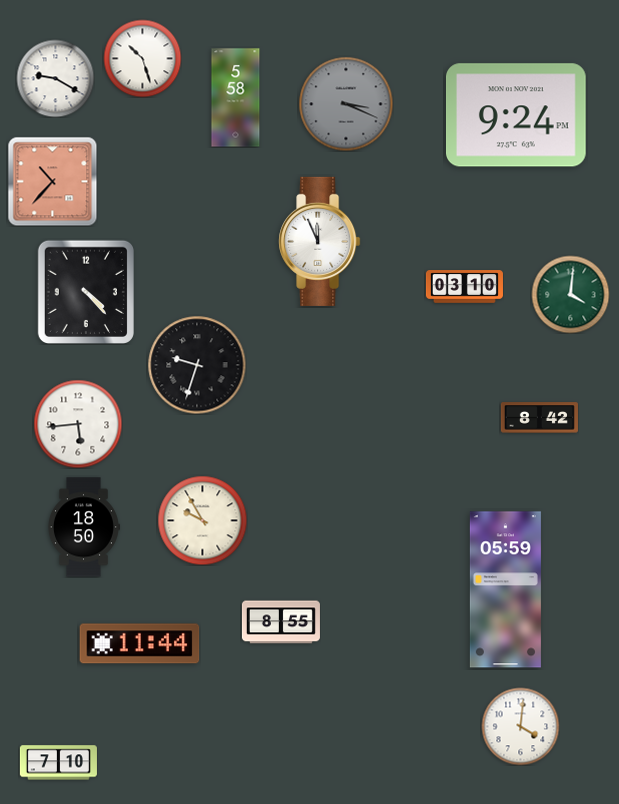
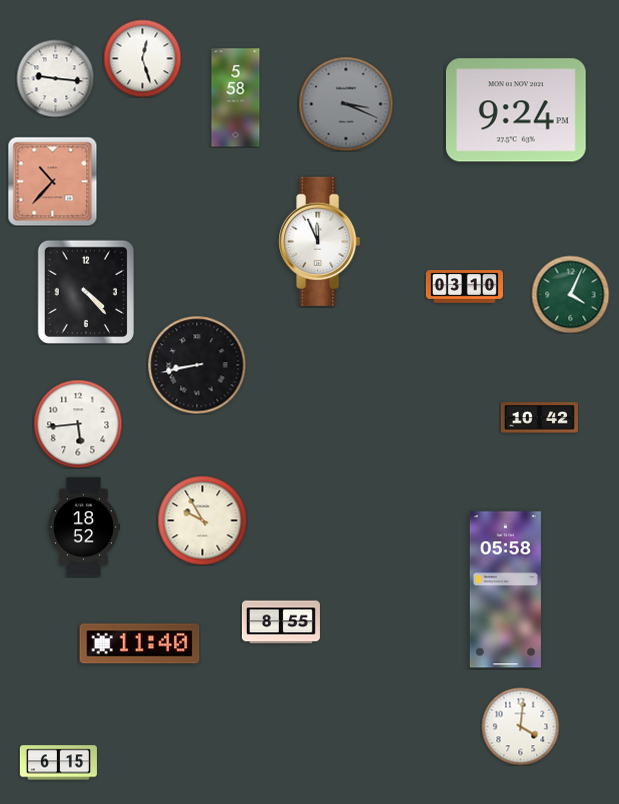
clock at (142, 58): 10:27 -> 12:27
clock at (55, 78): 9:20 -> 9:16
clock at (517, 115) position: (517, 115) -> (517, 110)
clock at (570, 294): 4:01 -> 4:04
clock at (197, 365): 9:33 -> 8:43
clock at (539, 418): 8:42 -> 10:42
clock at (84, 527): 18:50 -> 18:52
clock at (505, 590): 05:59 -> 05:58
clock at (140, 644): 11:44 -> 11:40
clock at (58, 763): 7:10 -> 6:15
